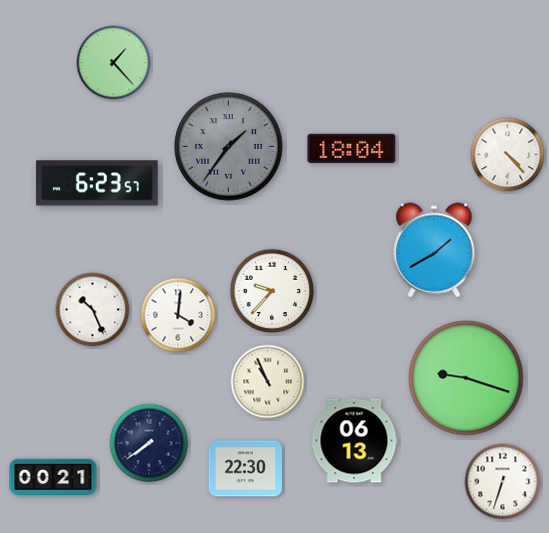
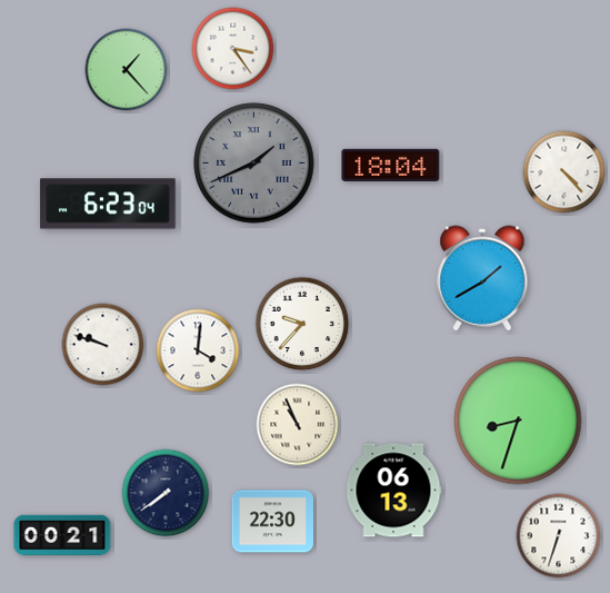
clock at (233, 49): none -> 3:24
clock at (229, 147): 1:36 -> 1:41
clock at (97, 183): 6:23:57 -> 6:23:04
clock at (93, 310): 10:26 -> 9:48
clock at (466, 378): 9:18 -> 8:33
clock at (53, 477) position: (53, 477) -> (62, 535)
